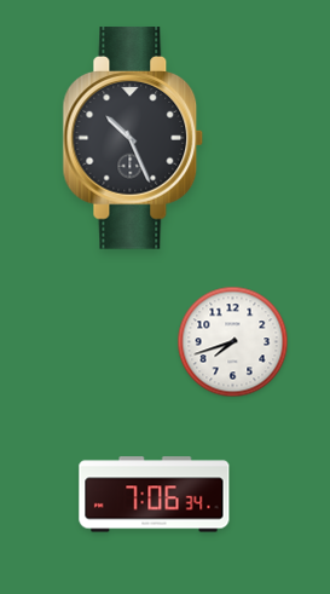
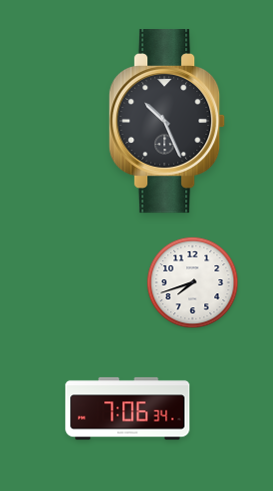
clock at (133, 138) position: (133, 138) -> (167, 121)
